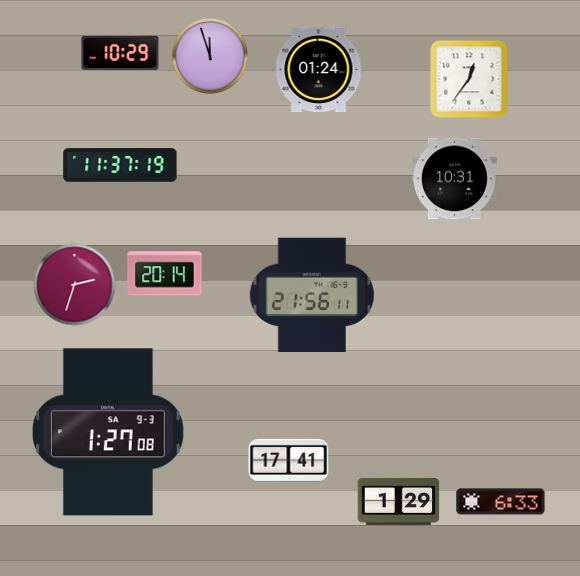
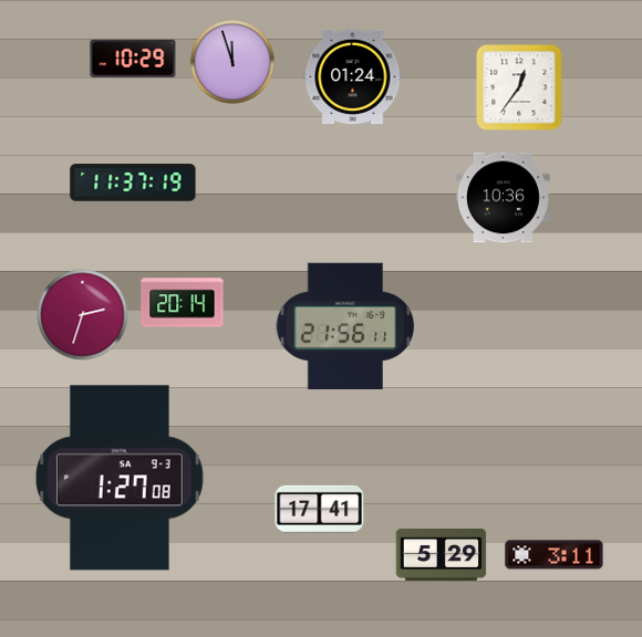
clock at (455, 179): 10:31 -> 10:36
clock at (399, 501): 1:29 -> 5:29
clock at (501, 502): 6:33 -> 3:11
